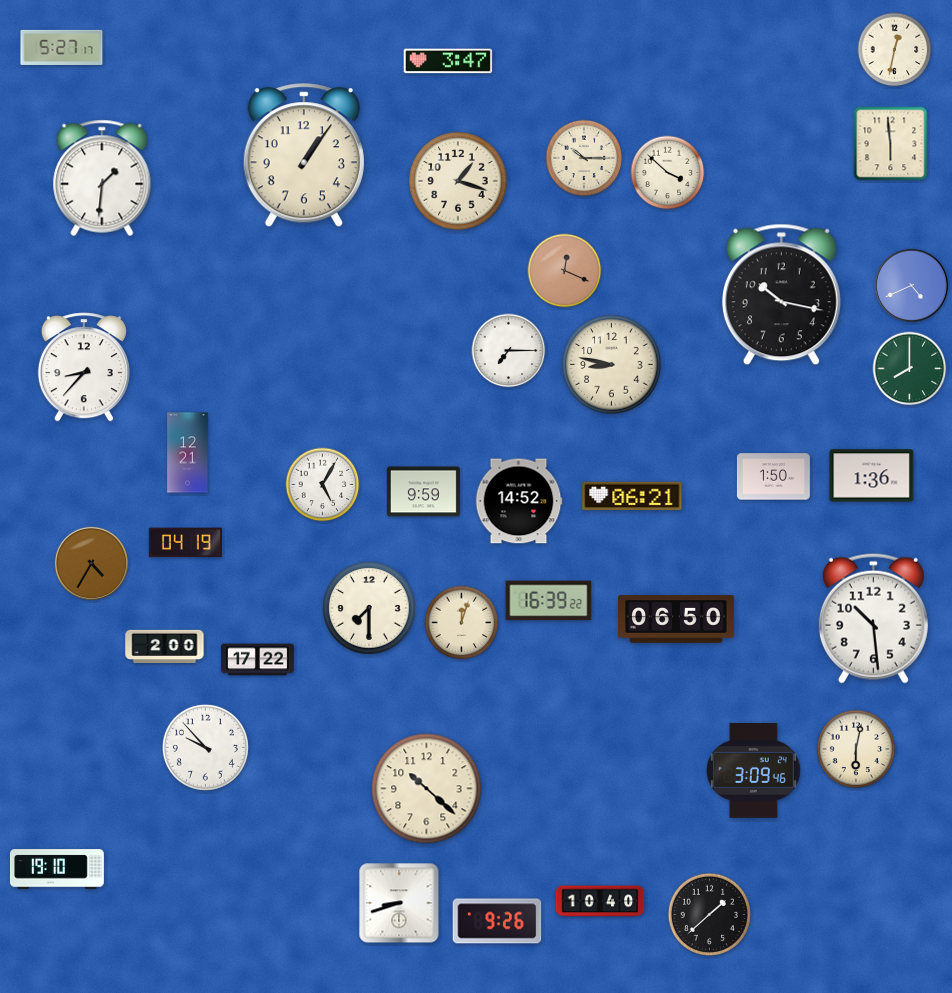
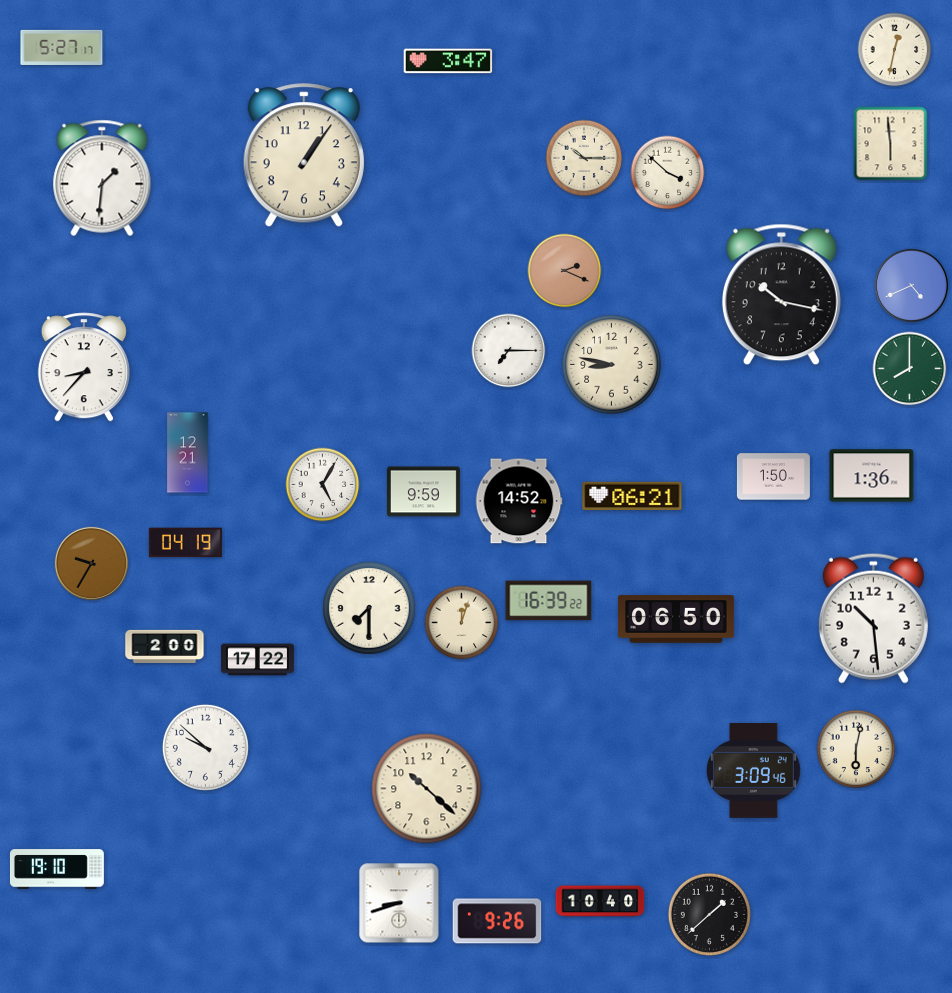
clock at (458, 181): 1:18 -> none
clock at (565, 271): 12:19 -> 2:19
clock at (91, 563): 4:35 -> 9:35
clock at (205, 747): 9:53 -> 9:52
